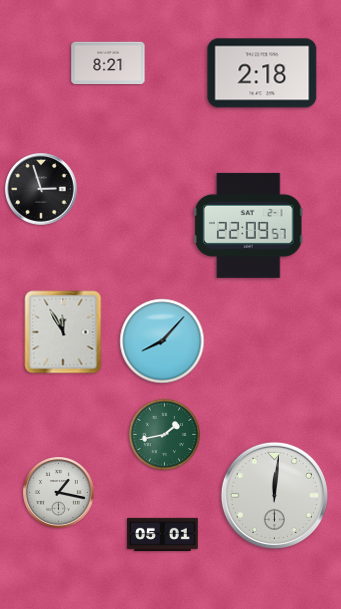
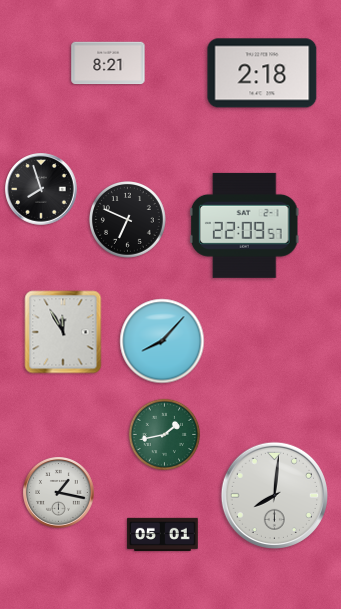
clock at (41, 189): 2:57 -> 7:57
clock at (128, 220): none -> 6:49
clock at (248, 225) position: (248, 225) -> (244, 225)
clock at (274, 495): 12:01 -> 8:01
